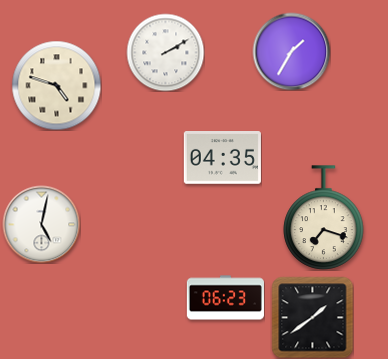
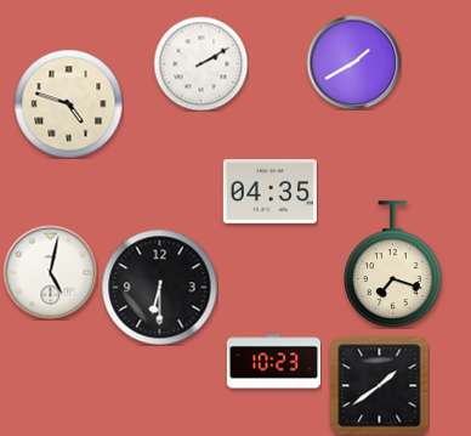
clock at (291, 51): 1:35 -> 1:40
clock at (159, 287): none -> 6:30
clock at (225, 298): 06:23 -> 10:23
